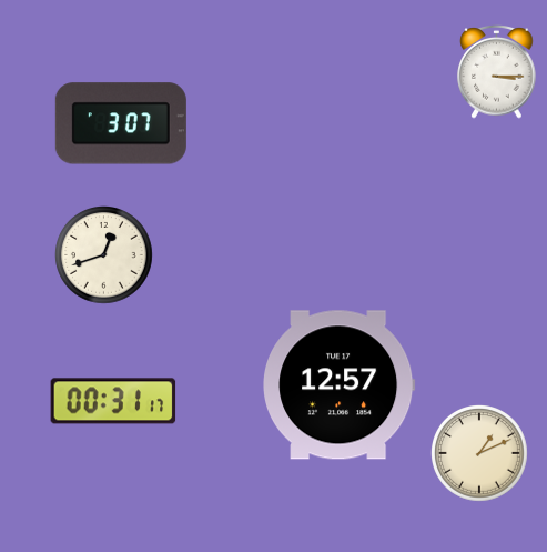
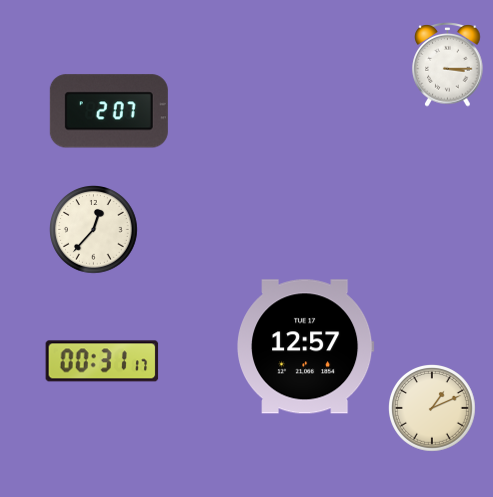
clock at (121, 123): 3:07 -> 2:07
clock at (104, 255): 12:42 -> 12:37
